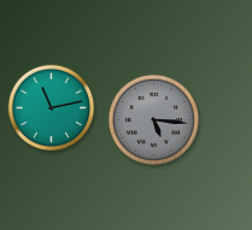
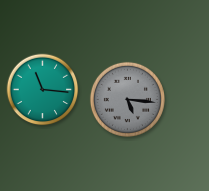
clock at (52, 108): 11:13 -> 11:16
